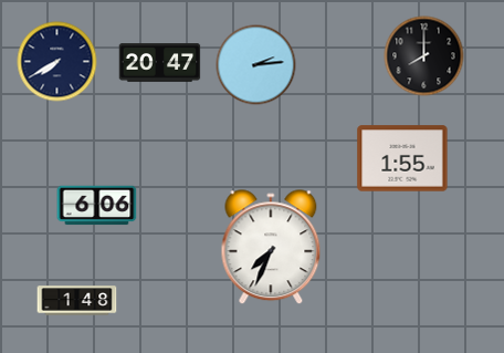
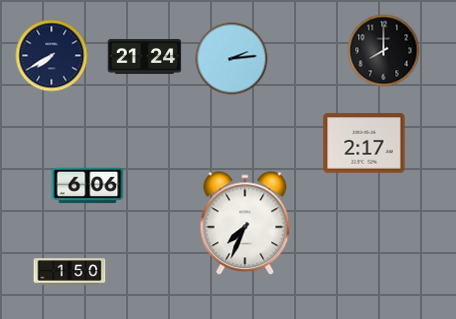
clock at (160, 63): 20:47 -> 21:24
clock at (402, 158): 1:55 -> 2:17
clock at (77, 301): 1:48 -> 1:50
